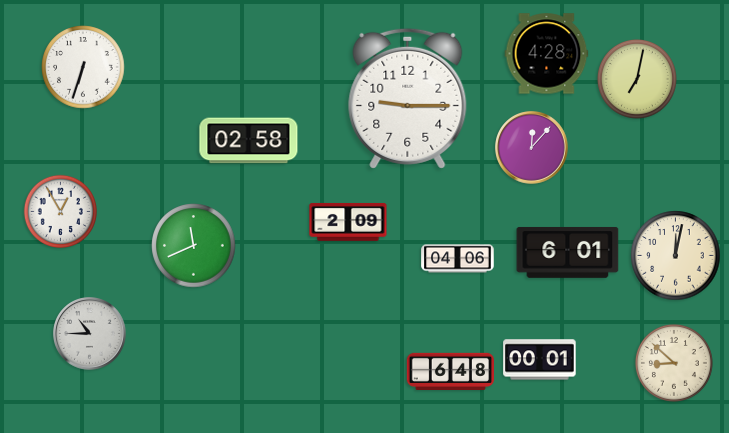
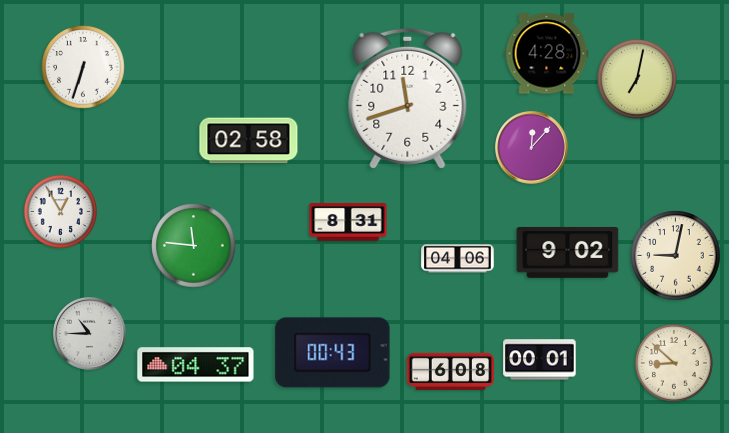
clock at (408, 98): 9:15 -> 11:42
clock at (348, 222): 2:09 -> 8:31
clock at (194, 246): 11:41 -> 11:46
clock at (568, 252): 6:01 -> 9:02
clock at (676, 256): 12:02 -> 9:02
clock at (333, 353): none -> 00:43
clock at (196, 365): none -> 04:37
clock at (450, 371): 6:48 -> 6:08
